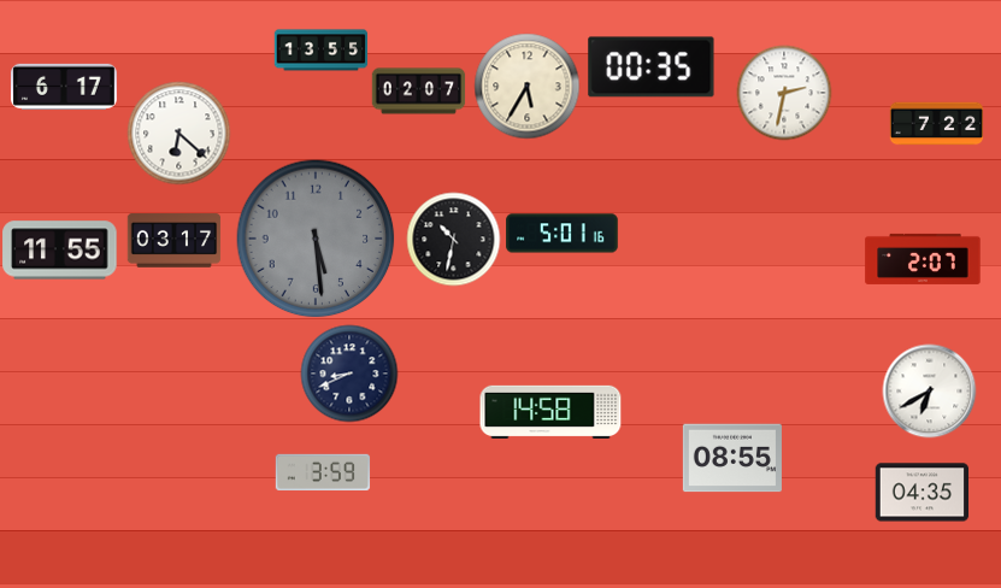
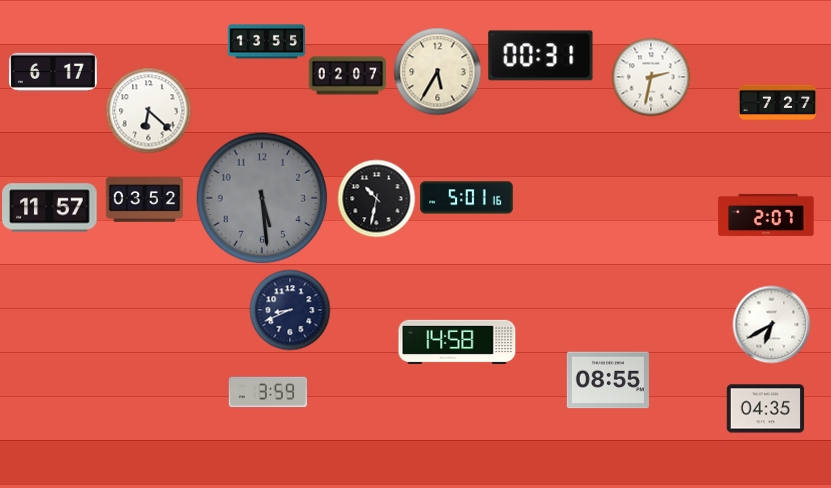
clock at (652, 67): 00:35 -> 00:31
clock at (936, 124): 7:22 -> 7:27
clock at (563, 234) position: (563, 234) -> (467, 198)
clock at (173, 241): 03:17 -> 03:52
clock at (60, 251): 11:55 -> 11:57
